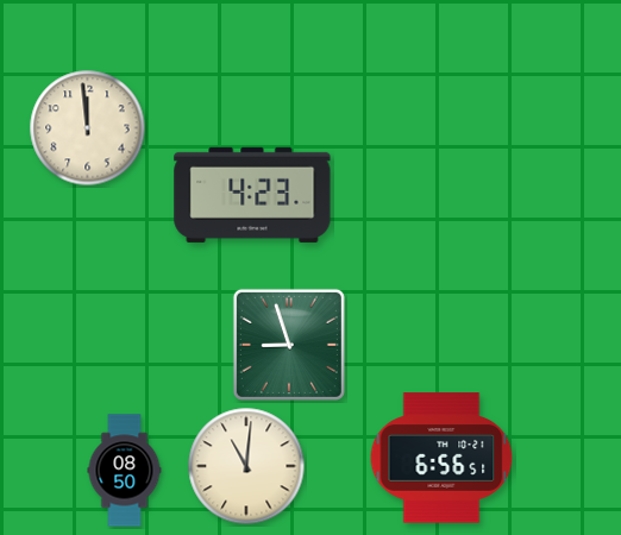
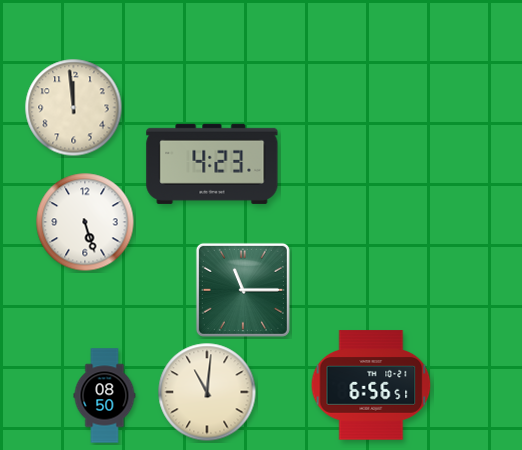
clock at (85, 222): none -> 5:27
clock at (289, 345): 8:57 -> 11:15
